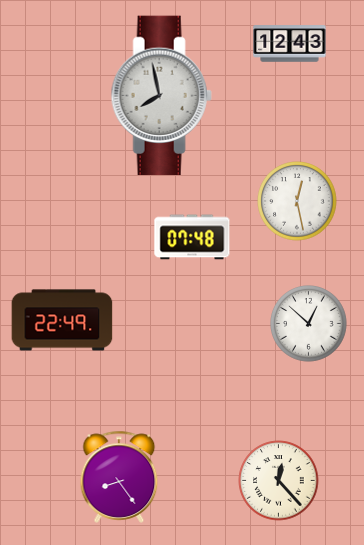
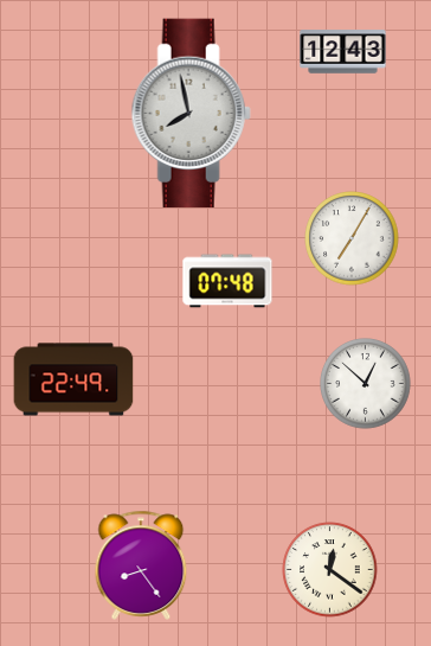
clock at (297, 201): 12:28 -> 7:05
clock at (279, 481): 12:23 -> 12:21
